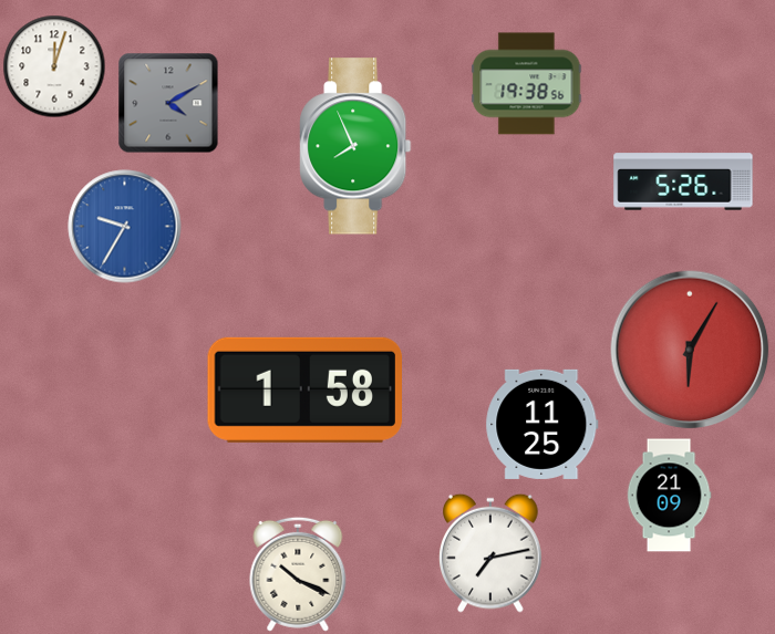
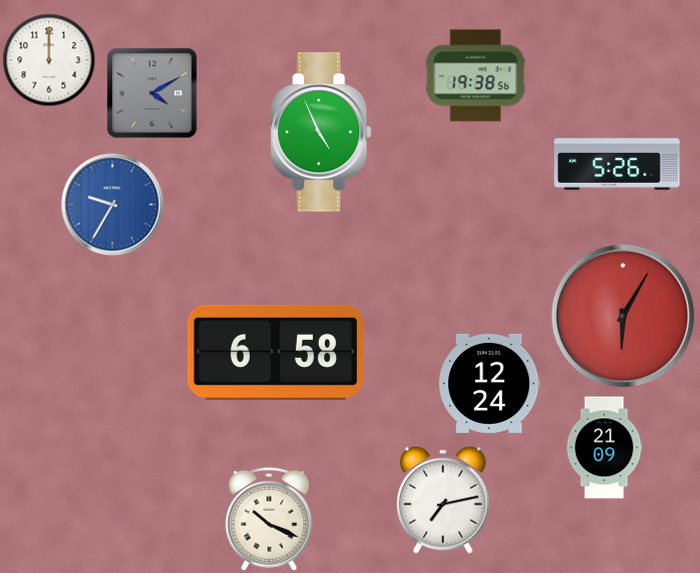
clock at (54, 66): 12:03 -> 12:00
clock at (355, 146): 7:56 -> 4:56
clock at (304, 389): 1:58 -> 6:58
clock at (542, 424): 11:25 -> 12:24
